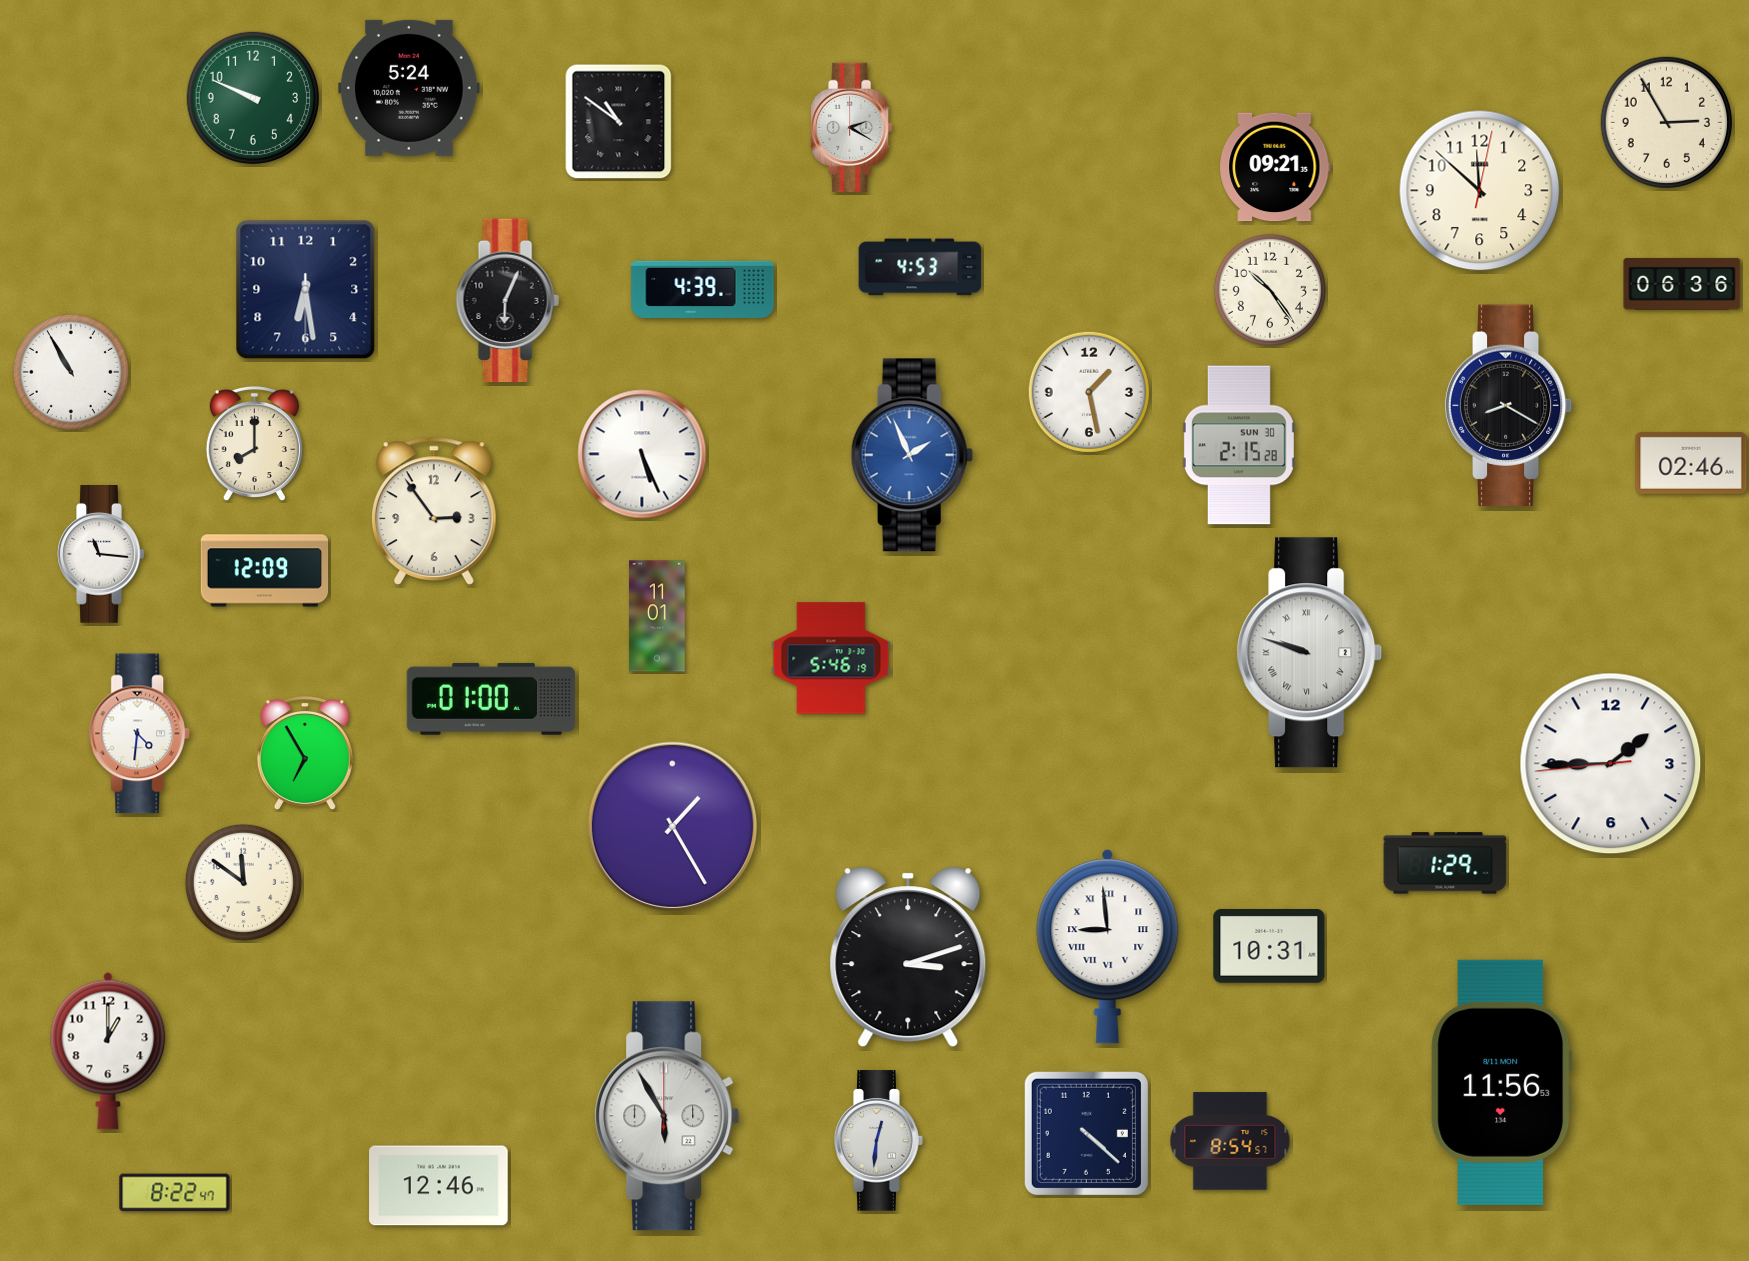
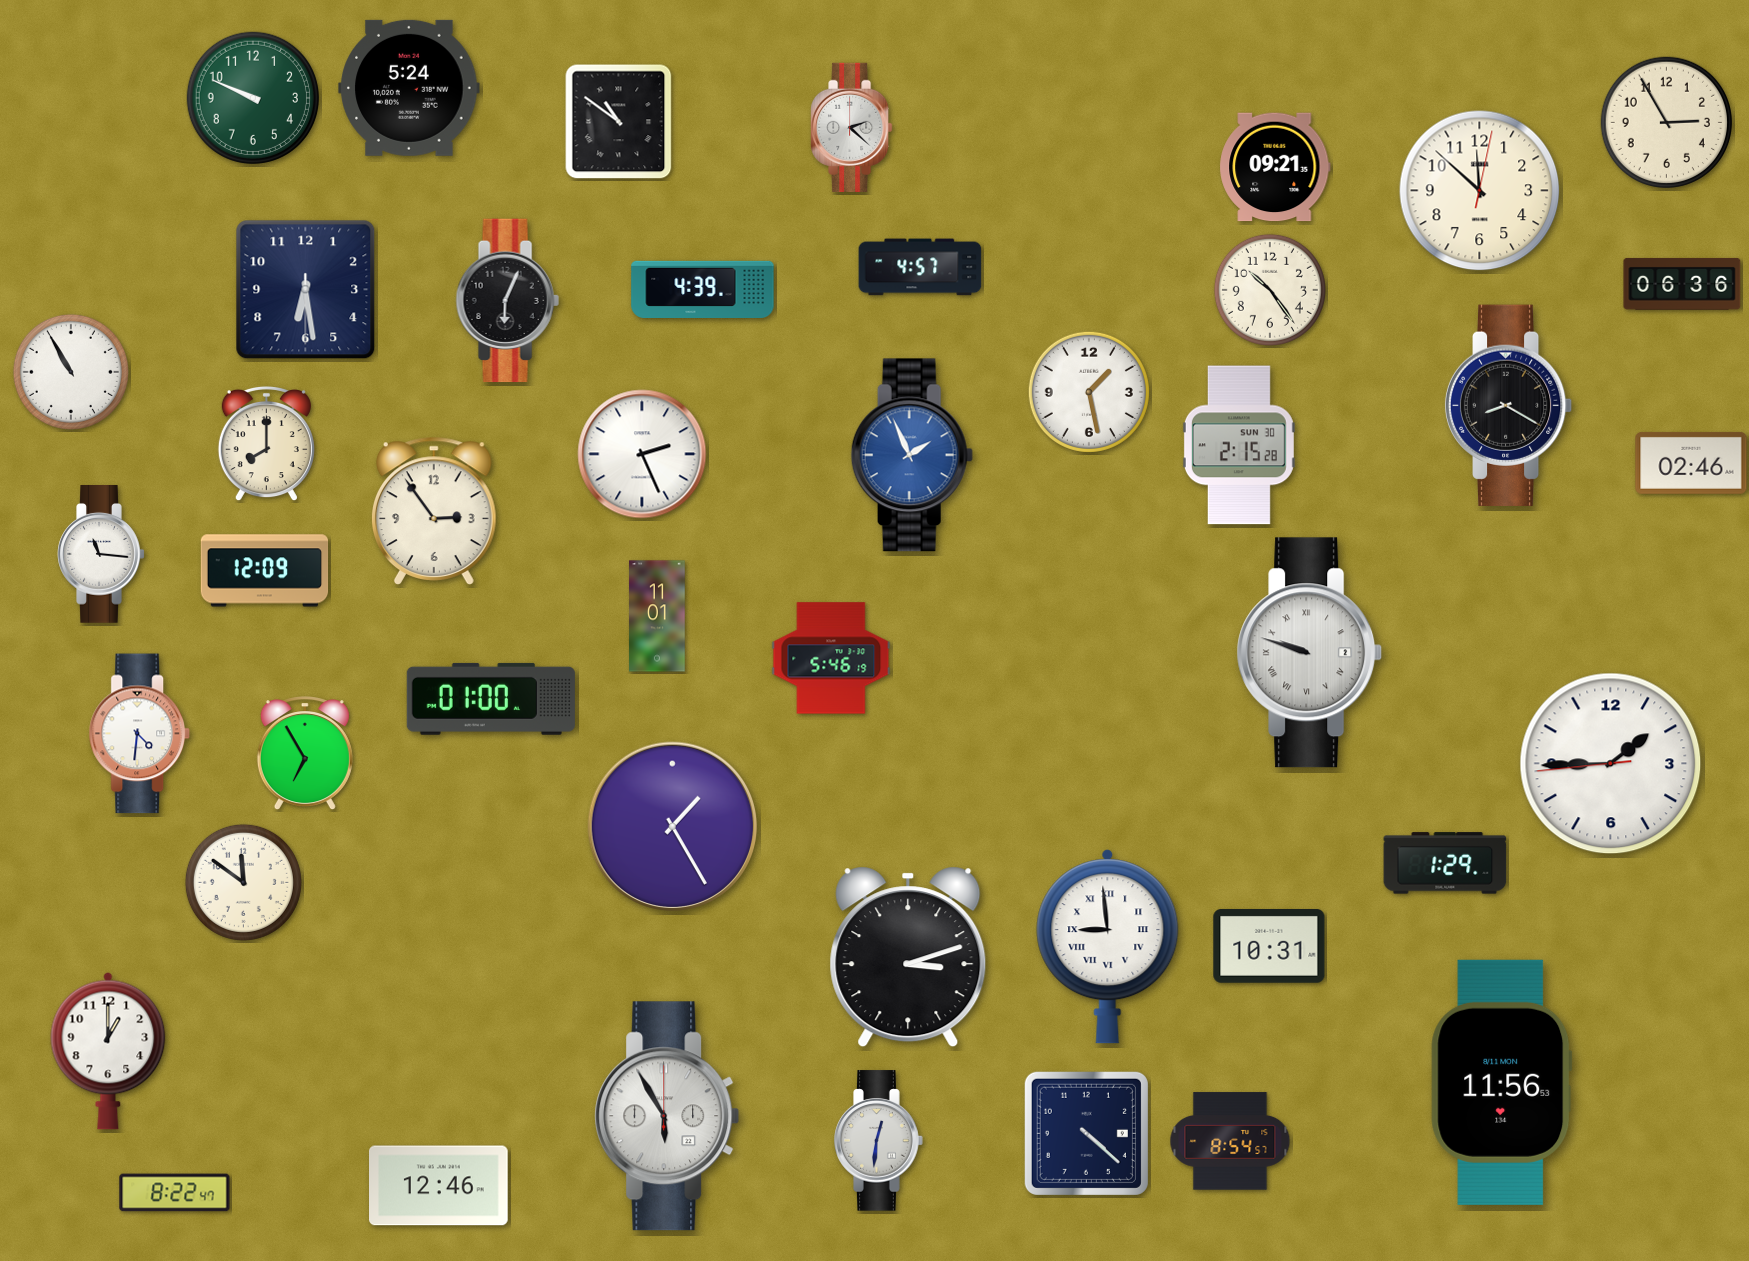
clock at (852, 127): 2:20 -> 2:22
clock at (920, 267): 4:53 -> 4:57
clock at (254, 444) position: (254, 444) -> (266, 444)
clock at (642, 454): 5:26 -> 2:26
